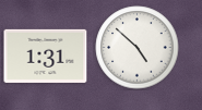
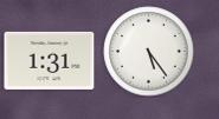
clock at (138, 48): 4:52 -> 5:24
